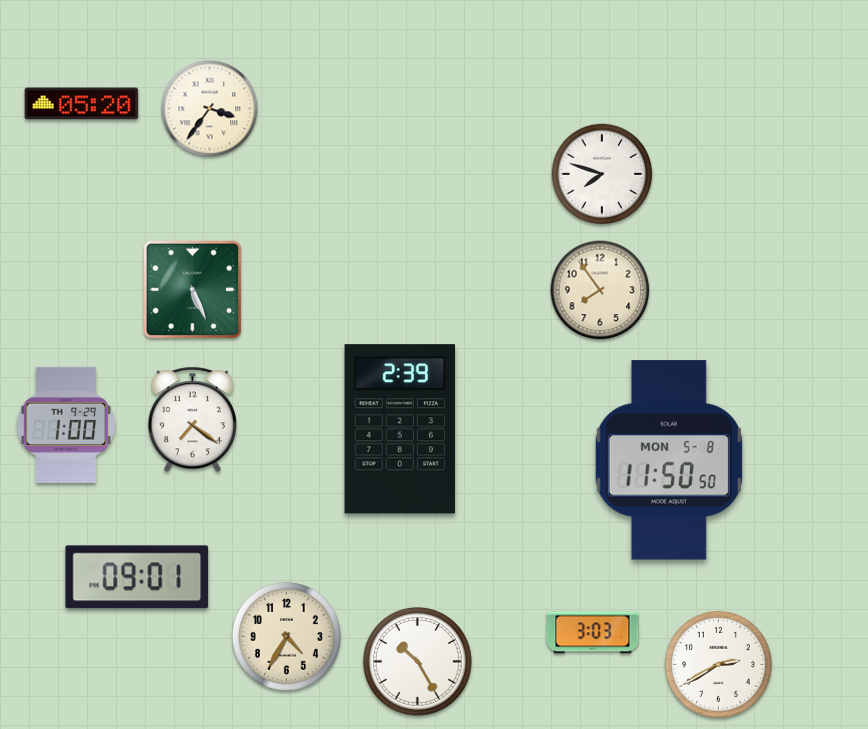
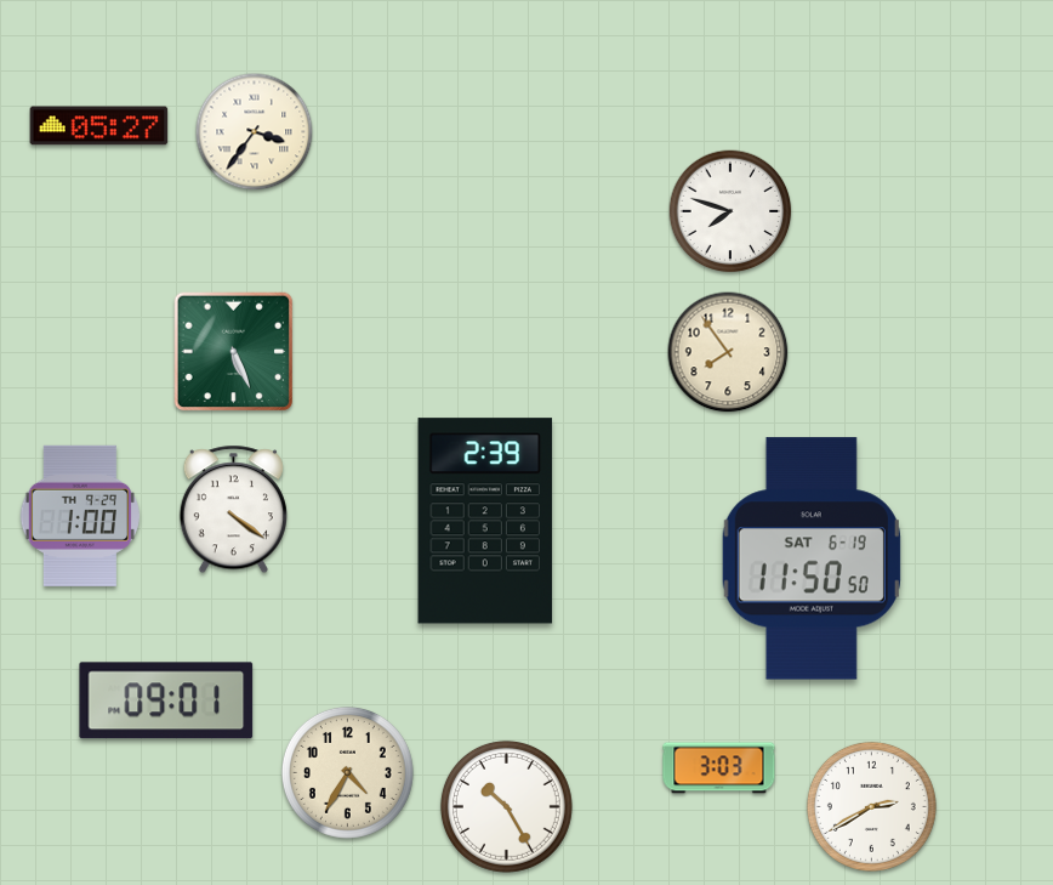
clock at (82, 104): 05:20 -> 05:27
clock at (192, 420): 7:21 -> 4:21
clock at (669, 460) date: MON 5-8 -> SAT 6-19
clock at (417, 661) position: (417, 661) -> (506, 806)
